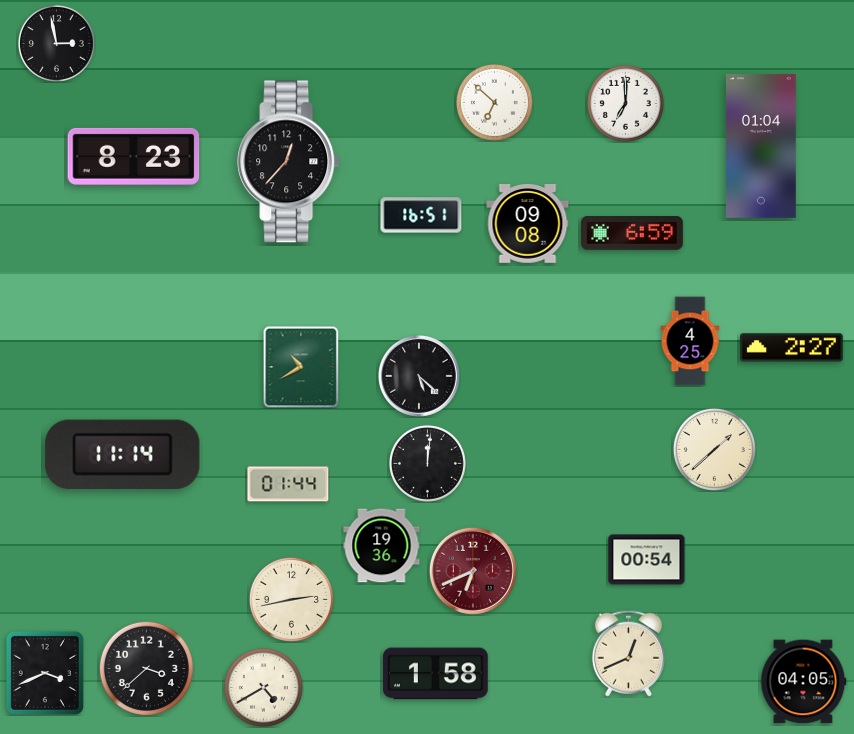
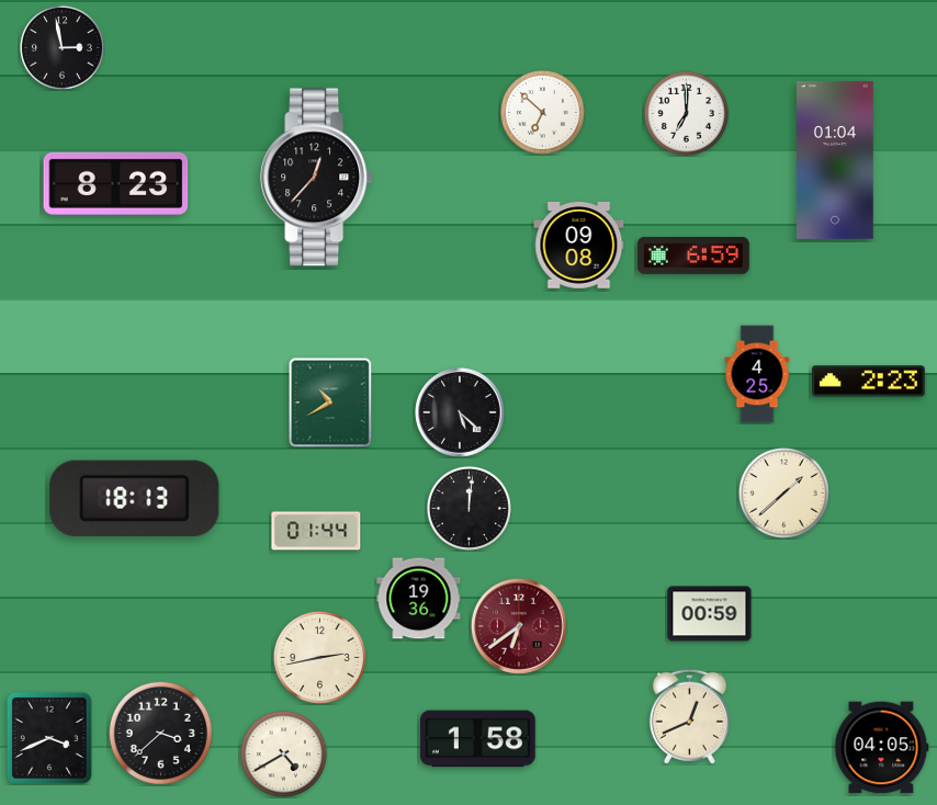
clock at (134, 156) position: (134, 156) -> (116, 183)
clock at (421, 215): 16:51 -> none
clock at (791, 348): 2:27 -> 2:23
clock at (123, 454): 11:14 -> 18:13
clock at (647, 560): 00:54 -> 00:59
clock at (473, 571): 6:41 -> 6:39
clock at (263, 687) position: (263, 687) -> (283, 753)
